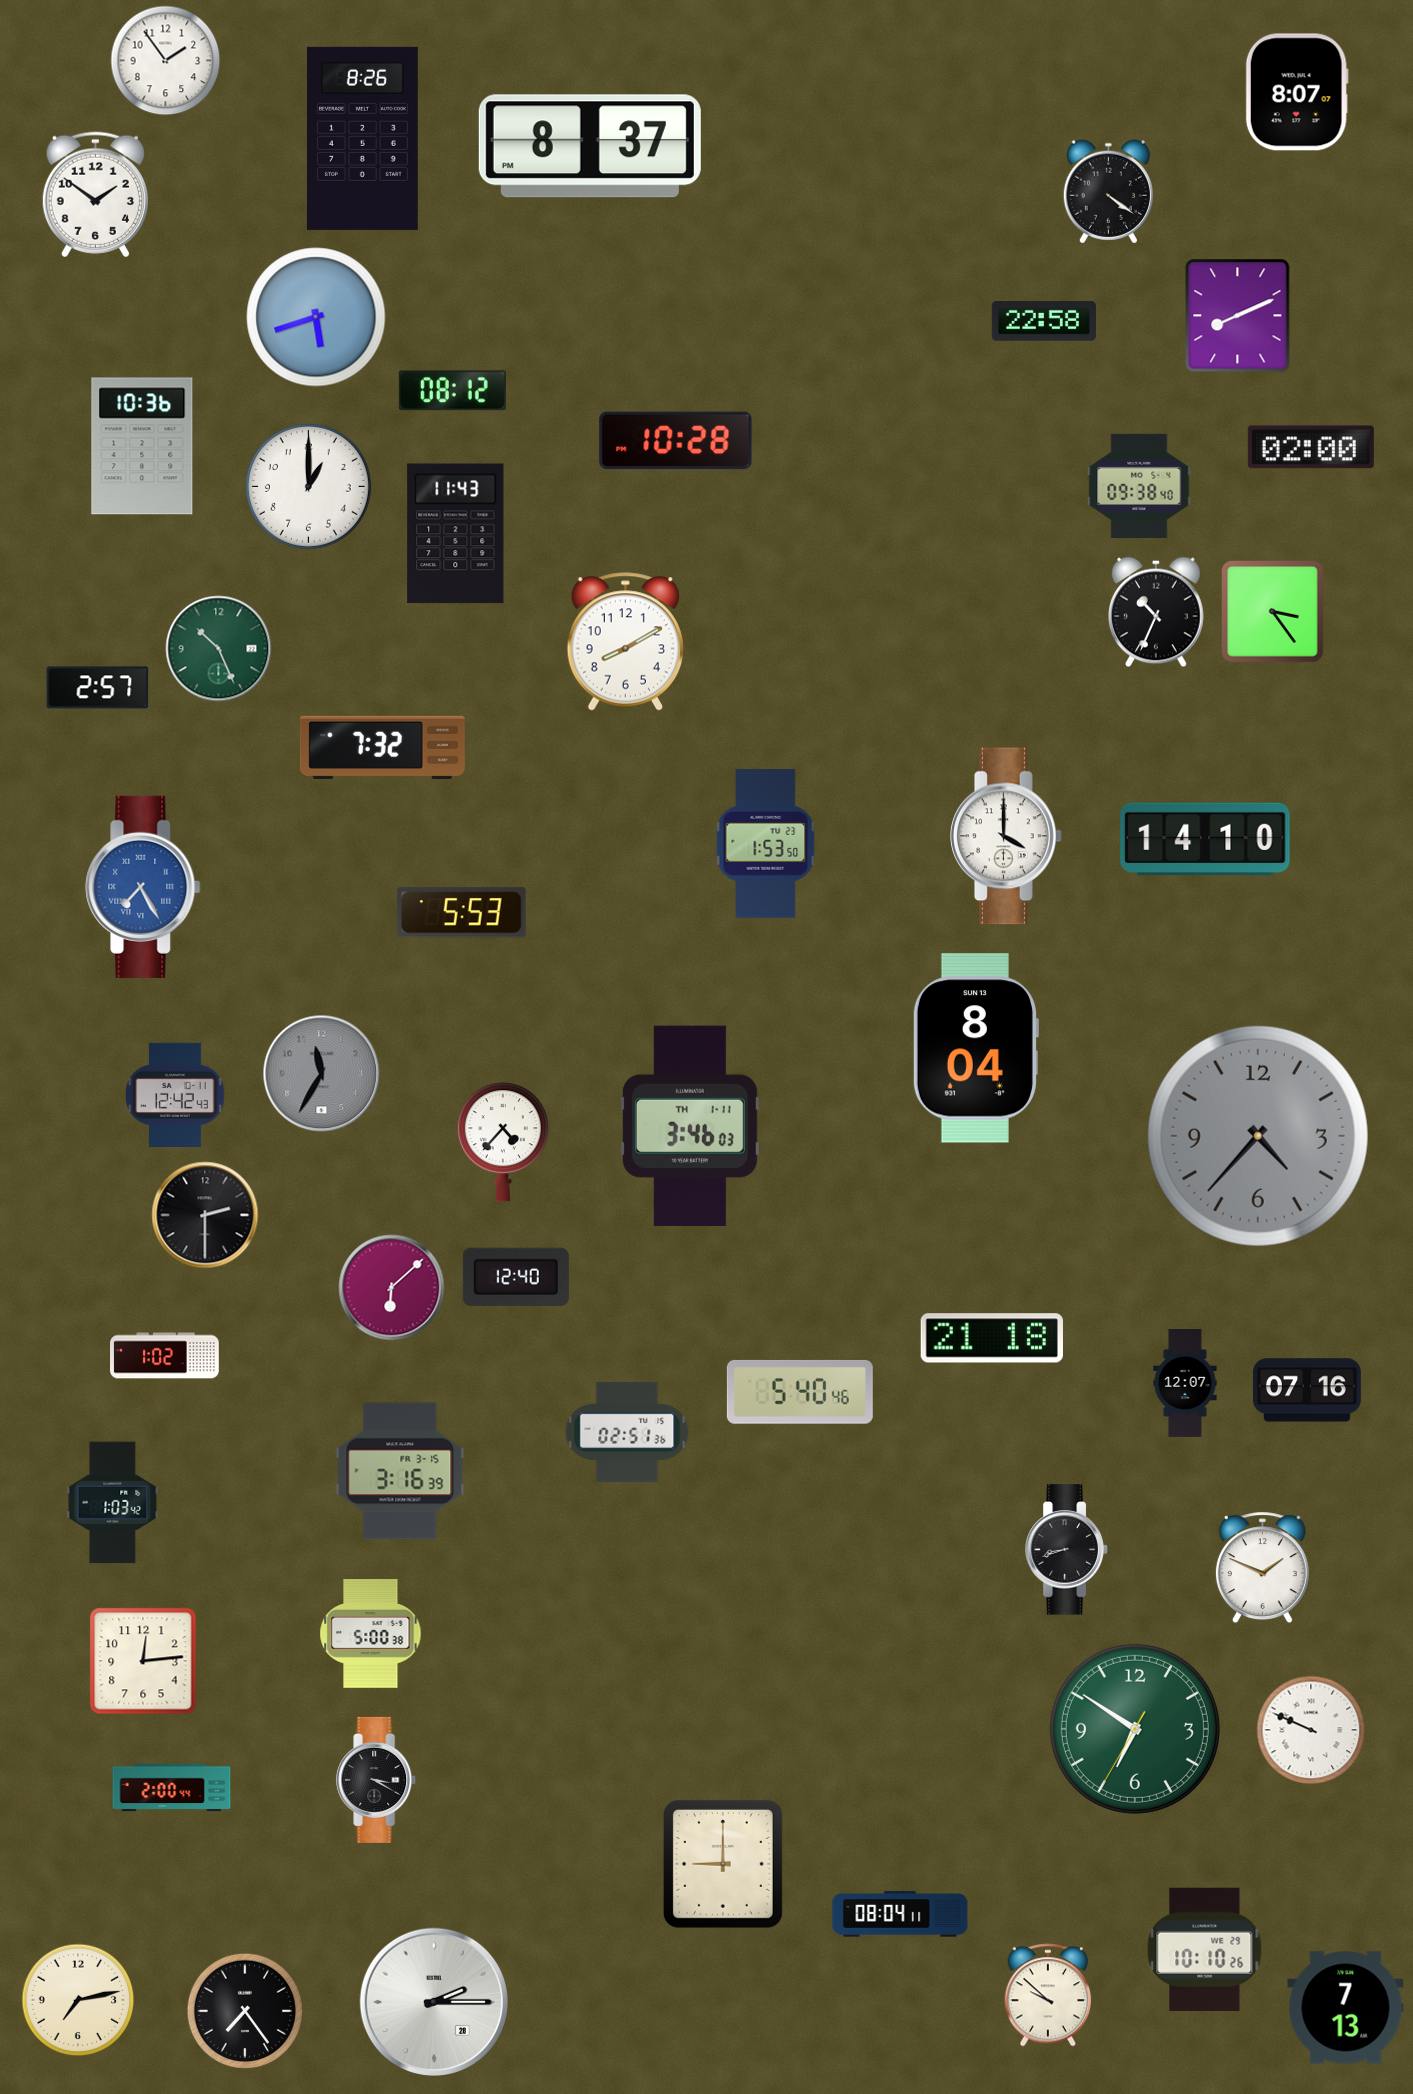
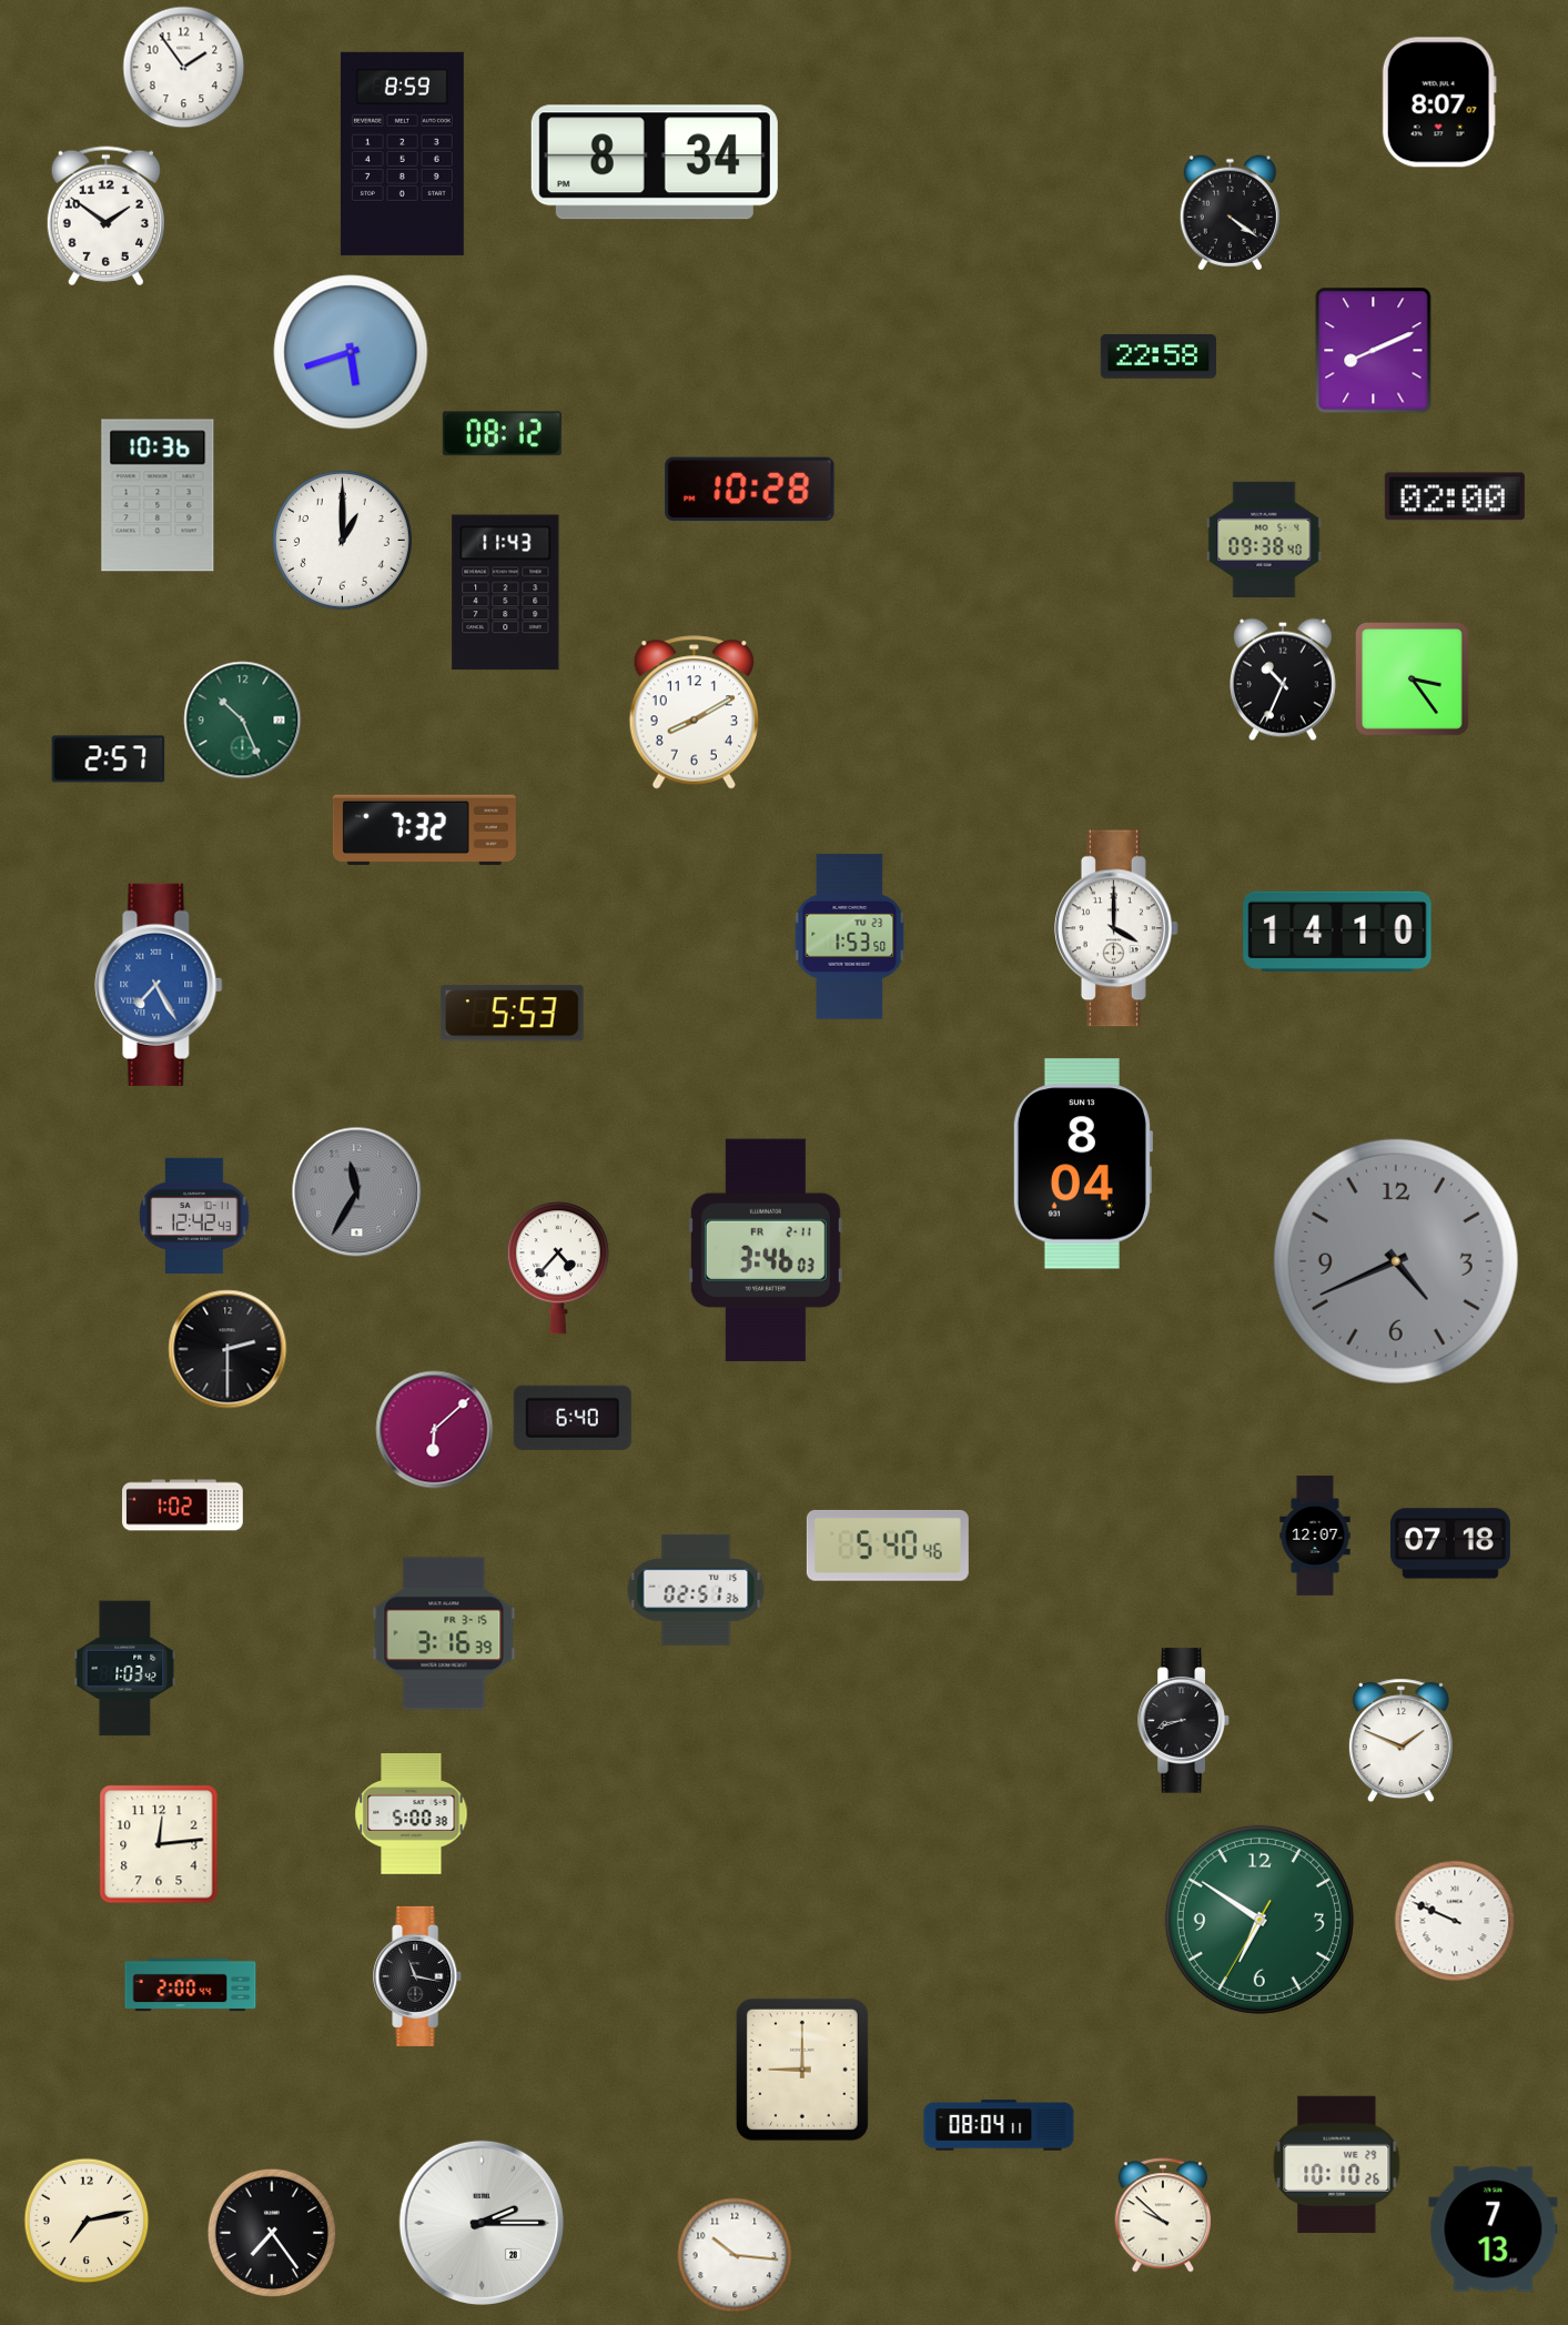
clock at (362, 138): 8:26 -> 8:59
clock at (590, 146): 8:37 -> 8:34
clock at (98, 688) position: (98, 688) -> (109, 759)
clock at (690, 1126) date: TH 1-11 -> FR 2-11
clock at (1258, 1136): 4:37 -> 4:41
clock at (516, 1277): 12:40 -> 6:40
clock at (992, 1338): 21:18 -> none
clock at (1307, 1390): 07:16 -> 07:18
clock at (377, 1780): 3:20 -> 11:17
clock at (735, 2255): none -> 10:16
